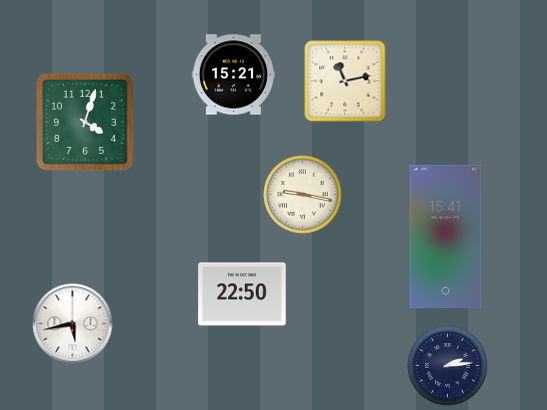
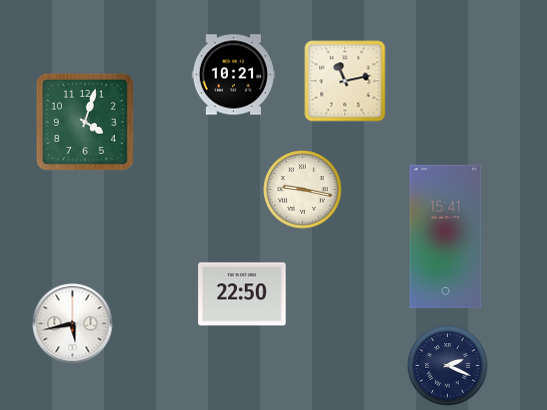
clock at (233, 75): 15:21 -> 10:21
clock at (303, 195) position: (303, 195) -> (303, 190)
clock at (448, 366): 2:14 -> 2:19
